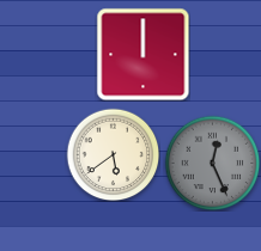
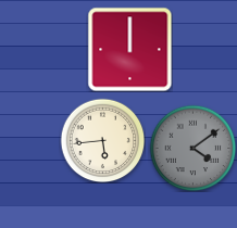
clock at (113, 154): 5:39 -> 5:44
clock at (212, 163): 12:26 -> 4:09
